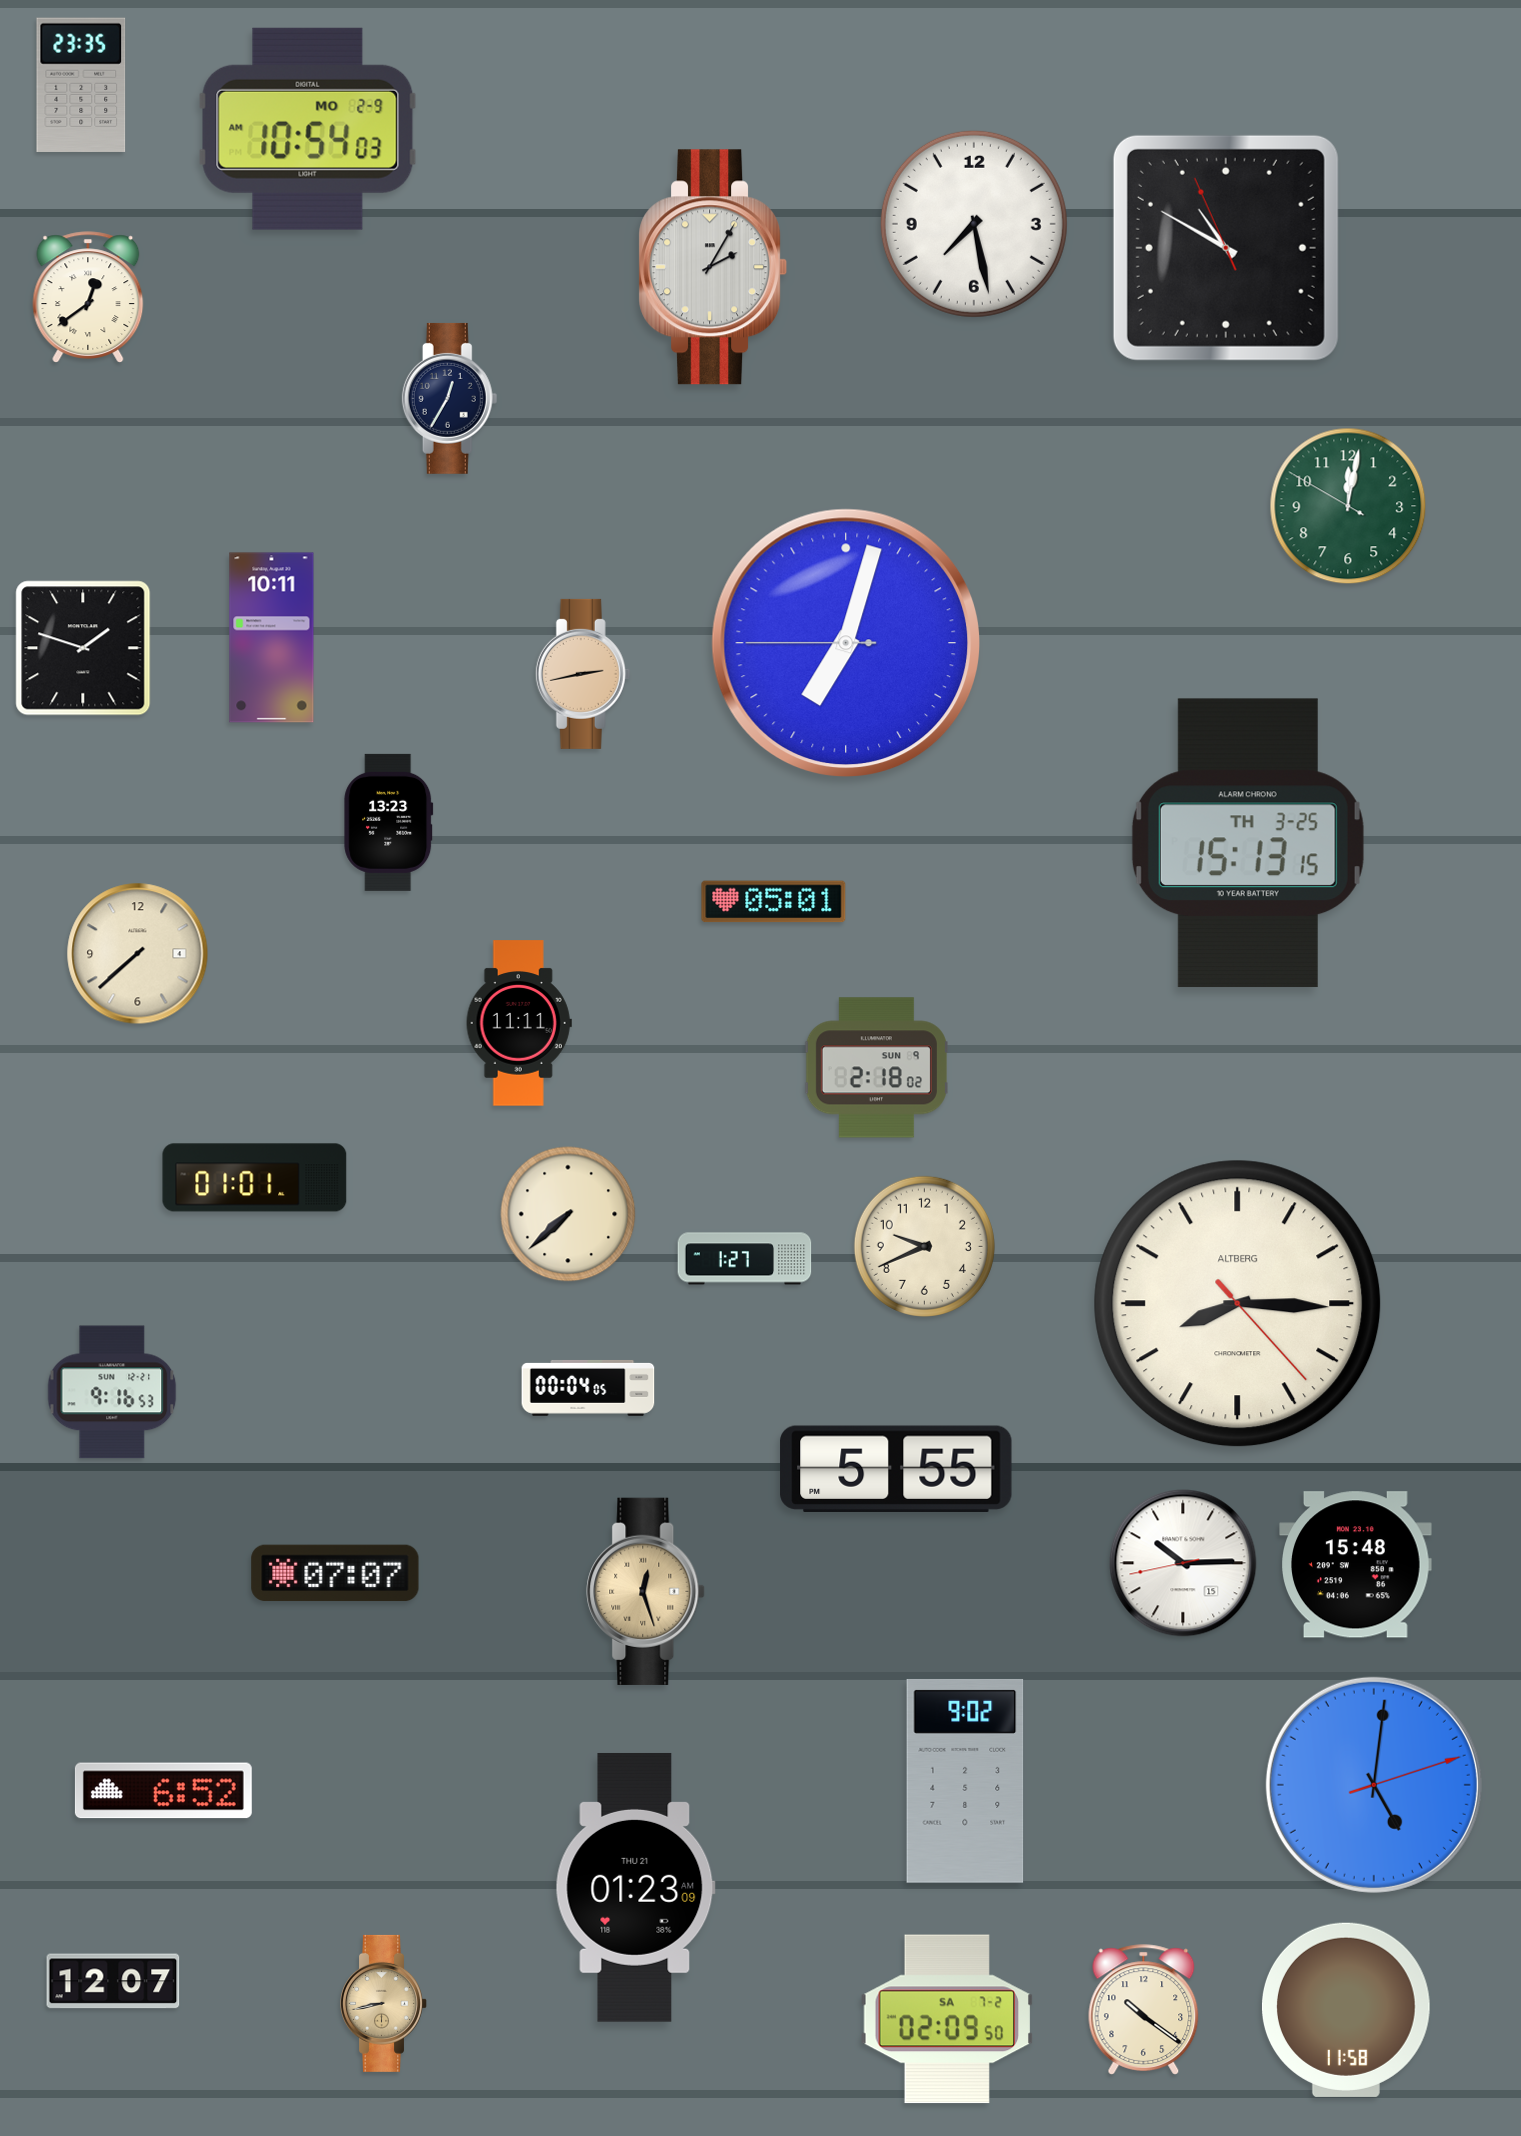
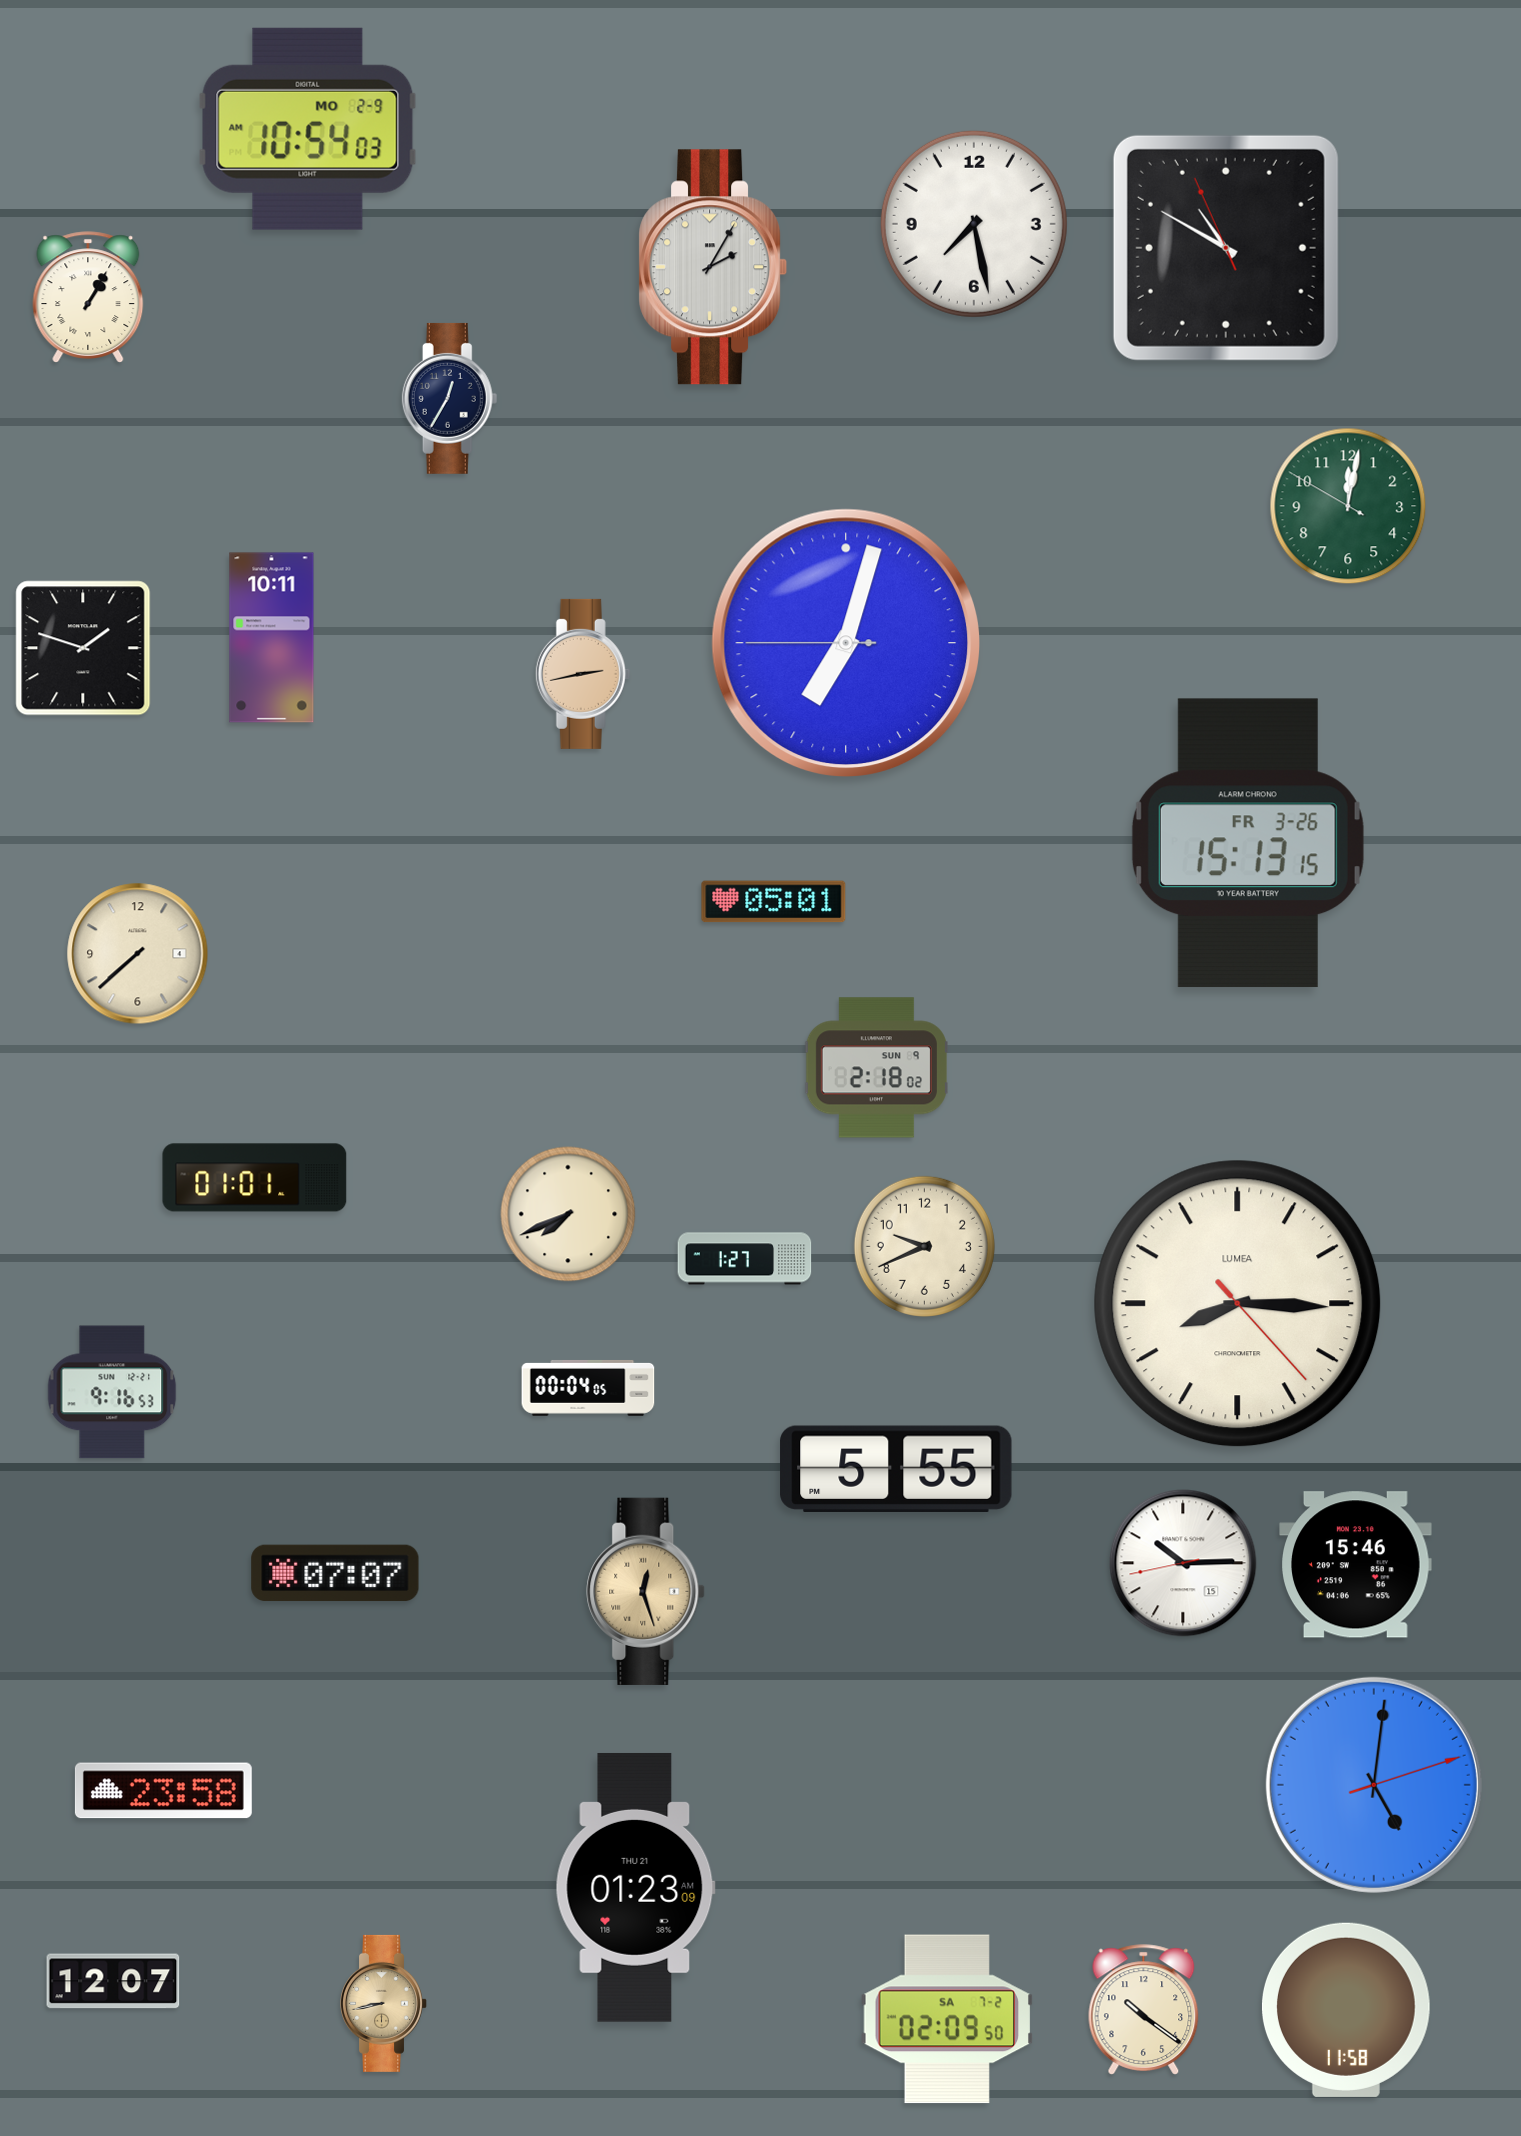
clock at (81, 85): 23:35 -> none
clock at (88, 297): 12:39 -> 1:05
clock at (389, 822): 13:23 -> none
clock at (1248, 843) date: TH 3-25 -> FR 3-26
clock at (519, 1023): 11:11 -> none
clock at (568, 1214): 7:38 -> 7:41
clock at (1238, 1304) brand: ALTBERG -> LUMEA
clock at (1356, 1565): 15:48 -> 15:46
clock at (965, 1781): 9:02 -> none
clock at (163, 1791): 6:52 -> 23:58
